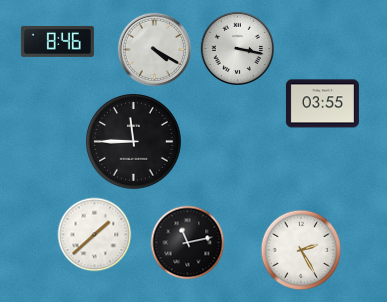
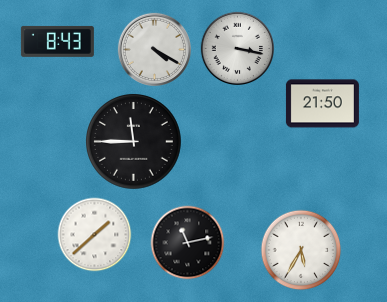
clock at (57, 41): 8:46 -> 8:43
clock at (322, 104): 03:55 -> 21:50
clock at (301, 250): 2:25 -> 5:35
